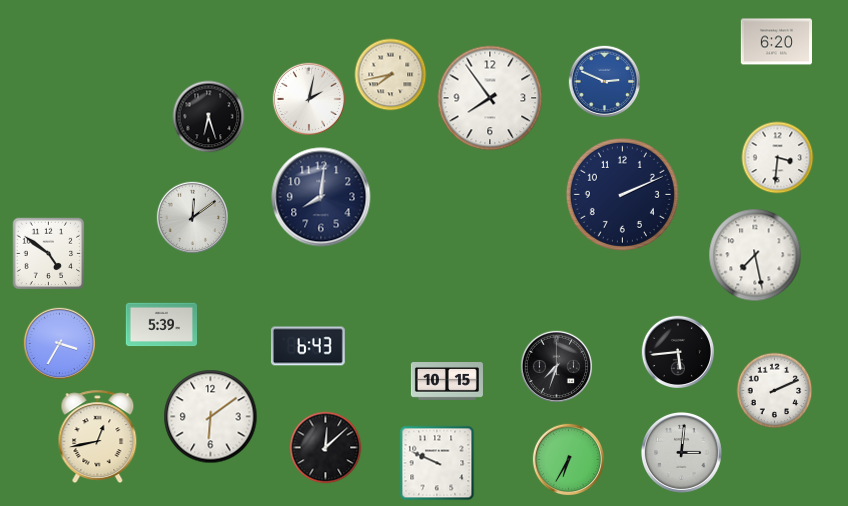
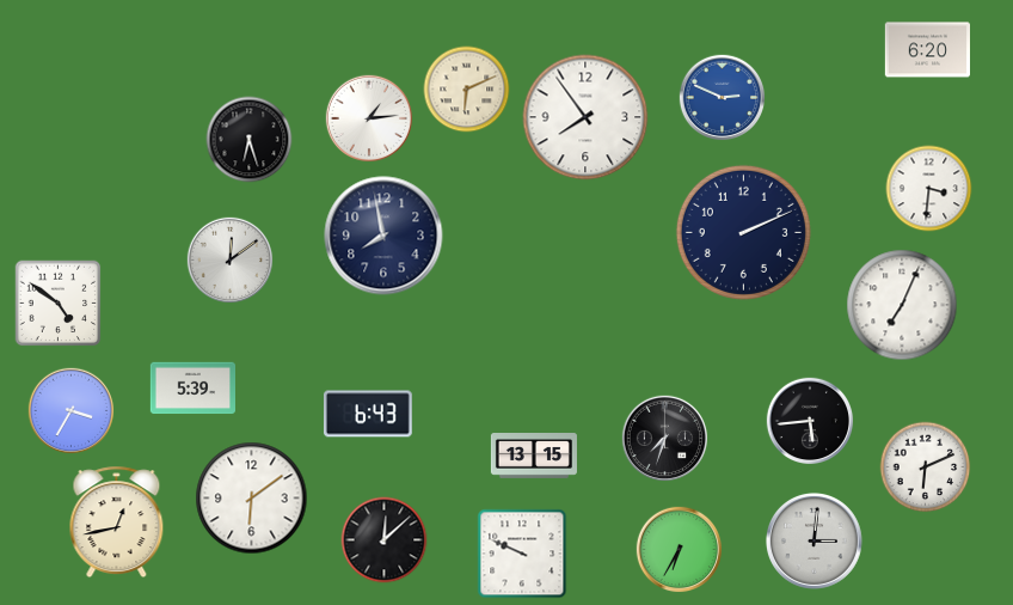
clock at (391, 75): 7:43 -> 6:11
clock at (308, 98): 2:02 -> 1:14
clock at (321, 197): 8:01 -> 7:58
clock at (755, 255): 7:28 -> 7:04
clock at (447, 382): 10:15 -> 13:15
clock at (775, 391): 2:11 -> 6:11
clock at (326, 448) position: (326, 448) -> (385, 540)
